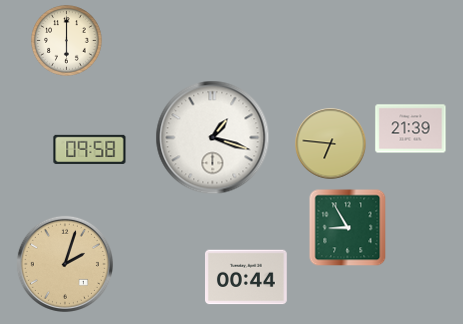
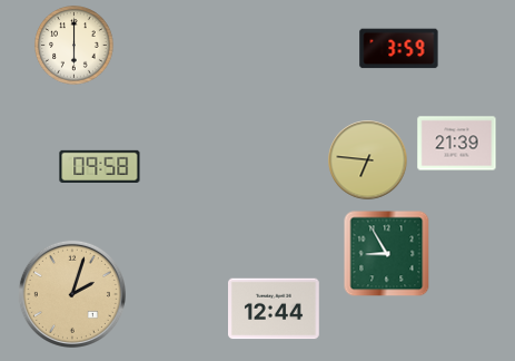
clock at (399, 49): none -> 3:59
clock at (213, 138): 1:18 -> none
clock at (247, 277): 00:44 -> 12:44
